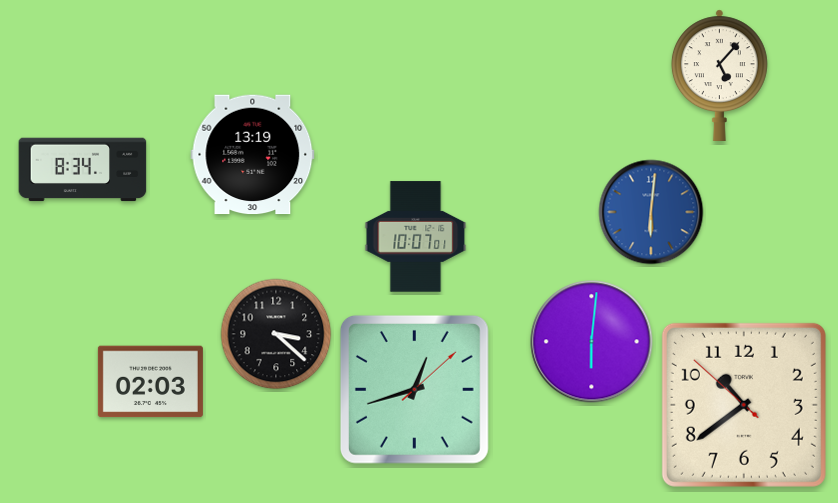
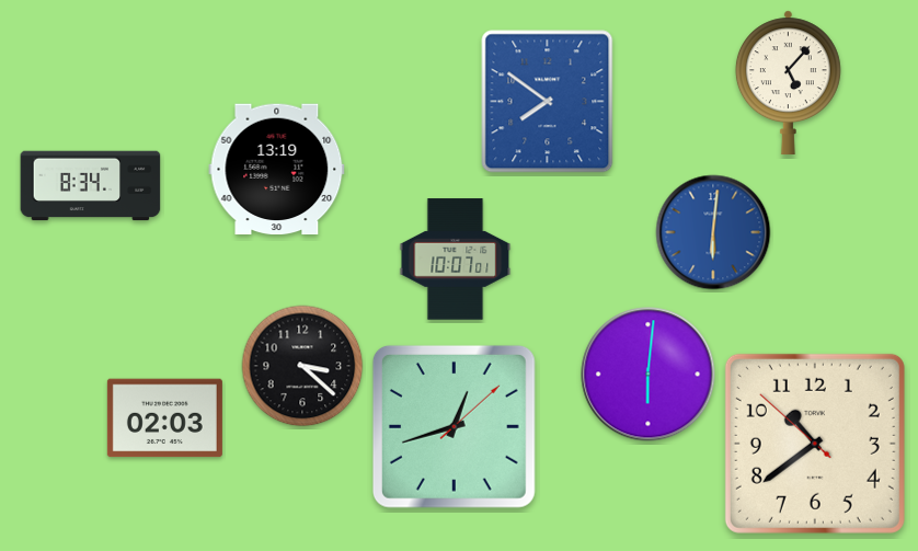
clock at (548, 102): none -> 7:51
